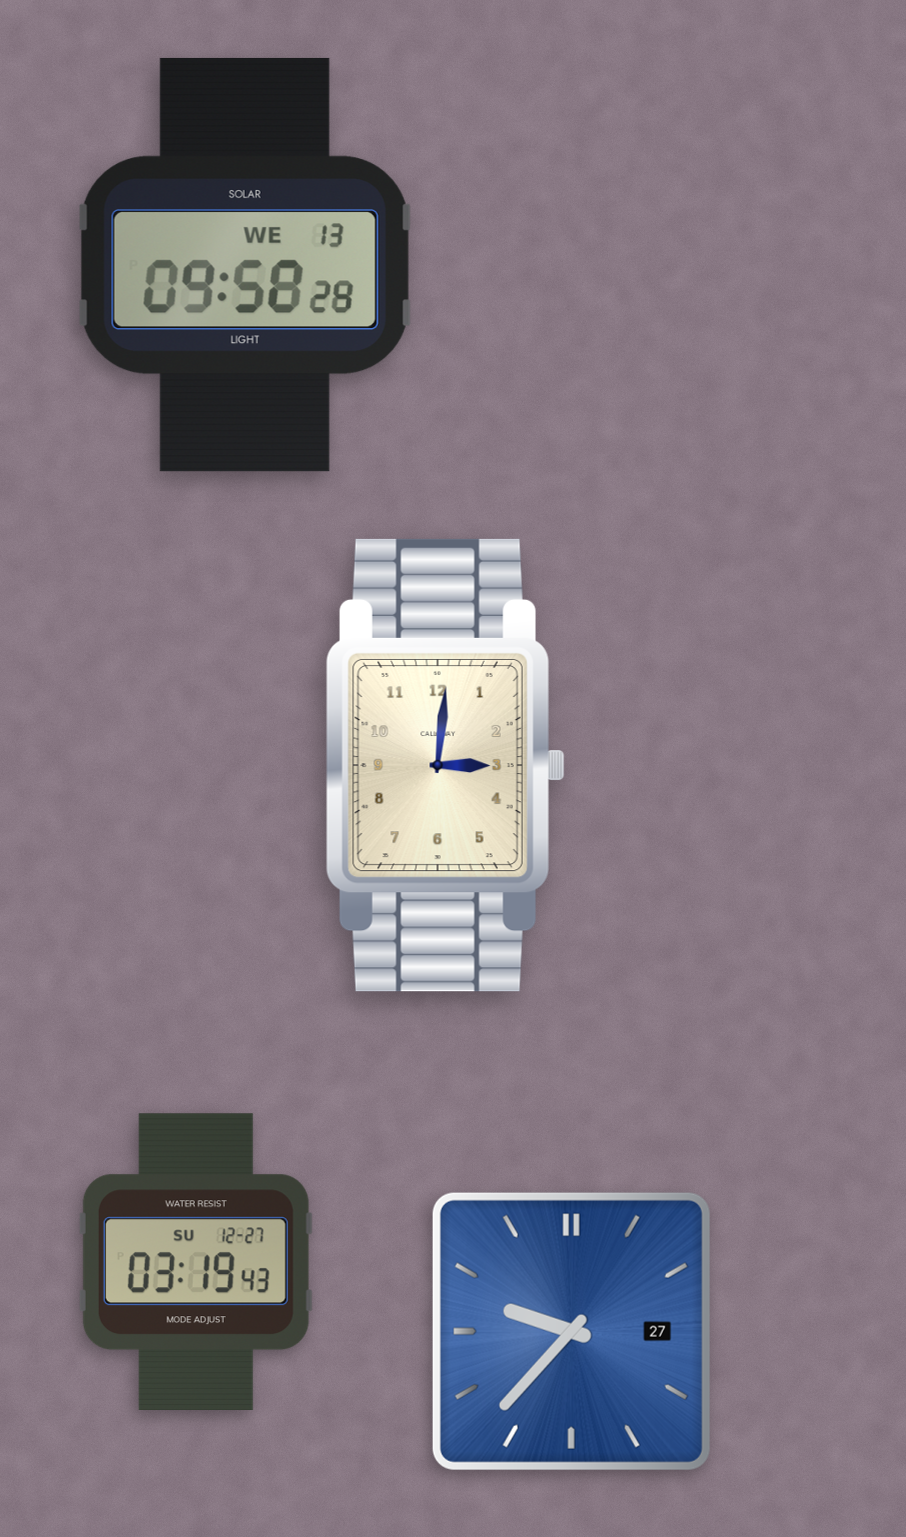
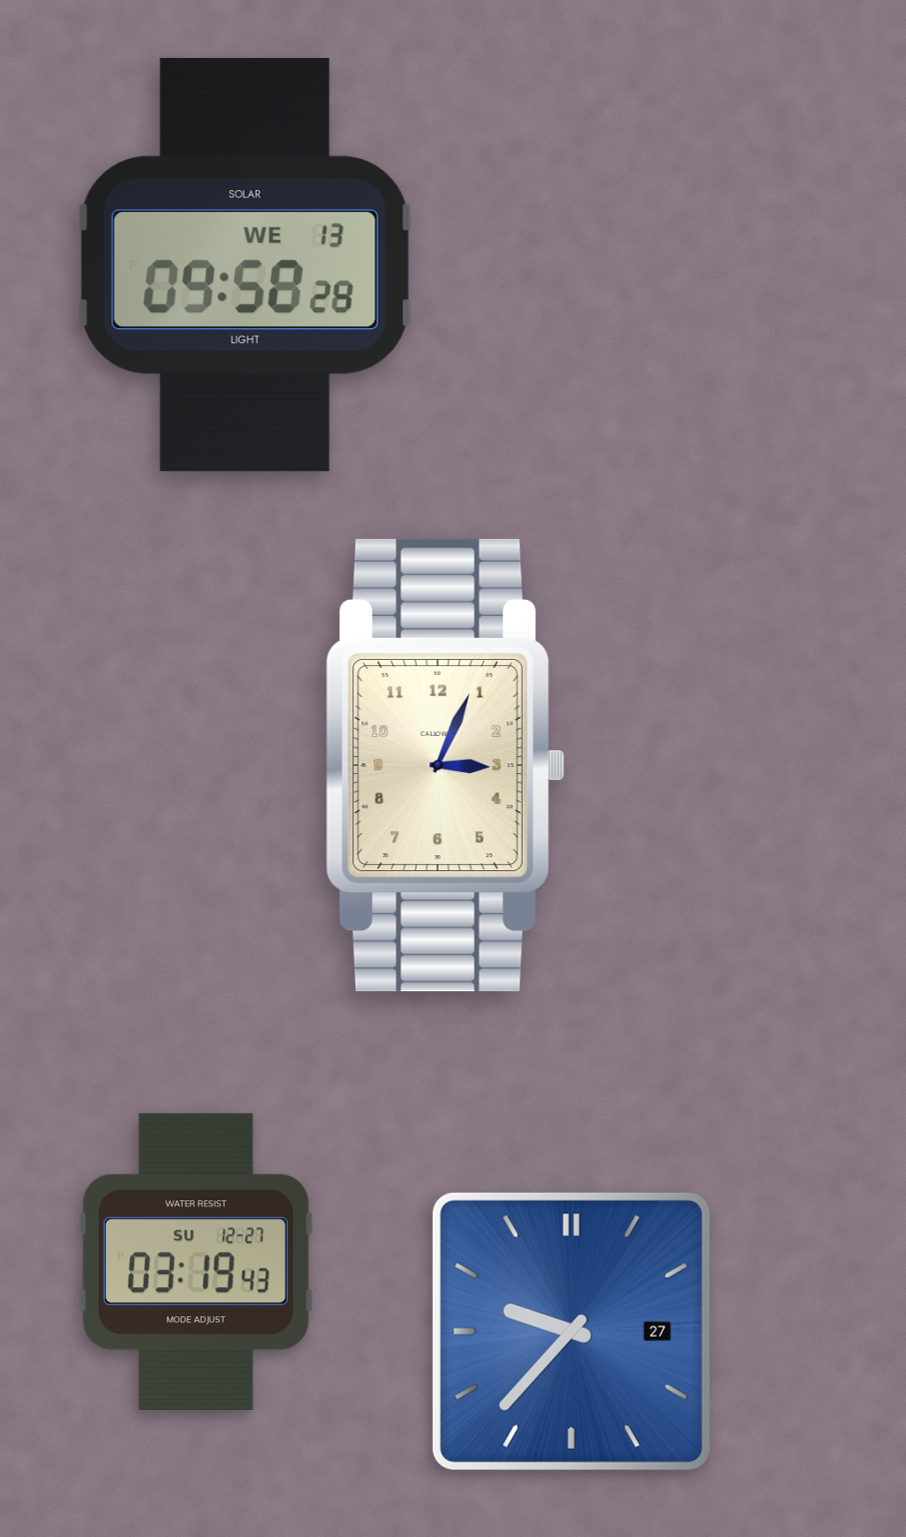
clock at (445, 765): 3:01 -> 3:04
